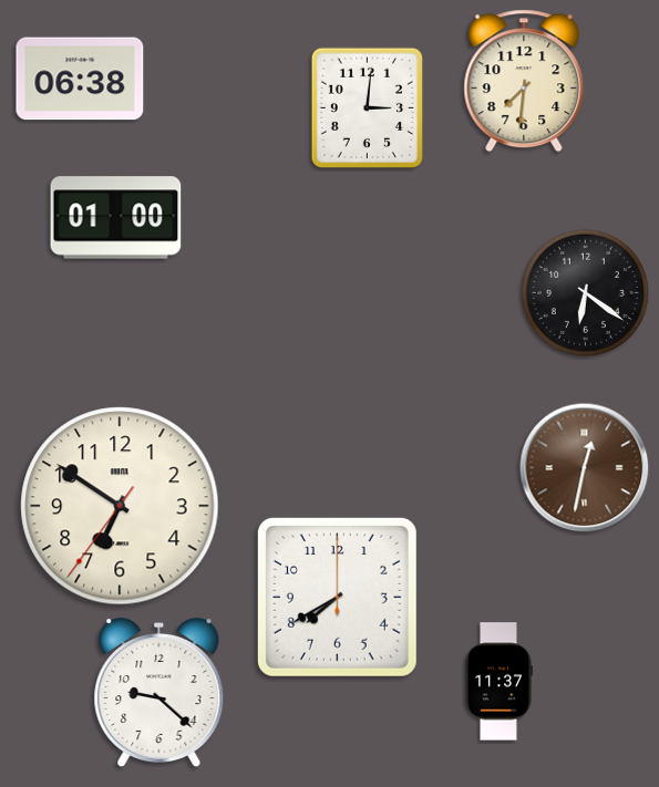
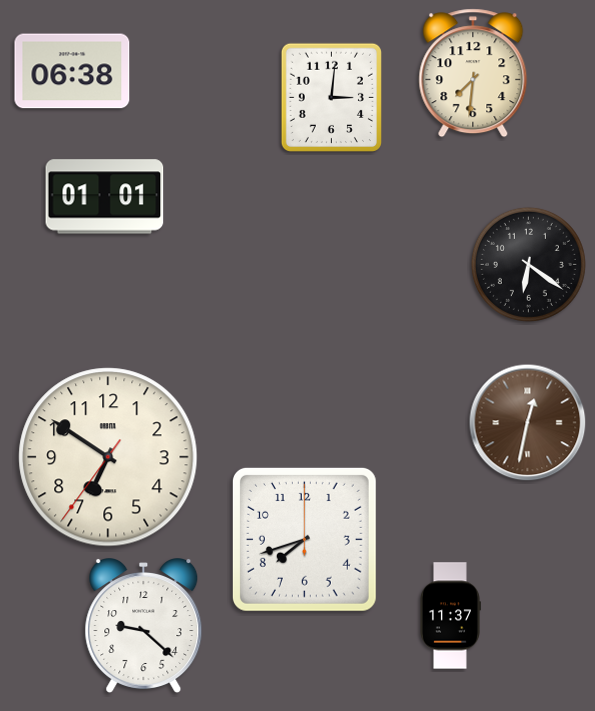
clock at (116, 218): 01:00 -> 01:01
clock at (337, 597): 7:40 -> 7:42
